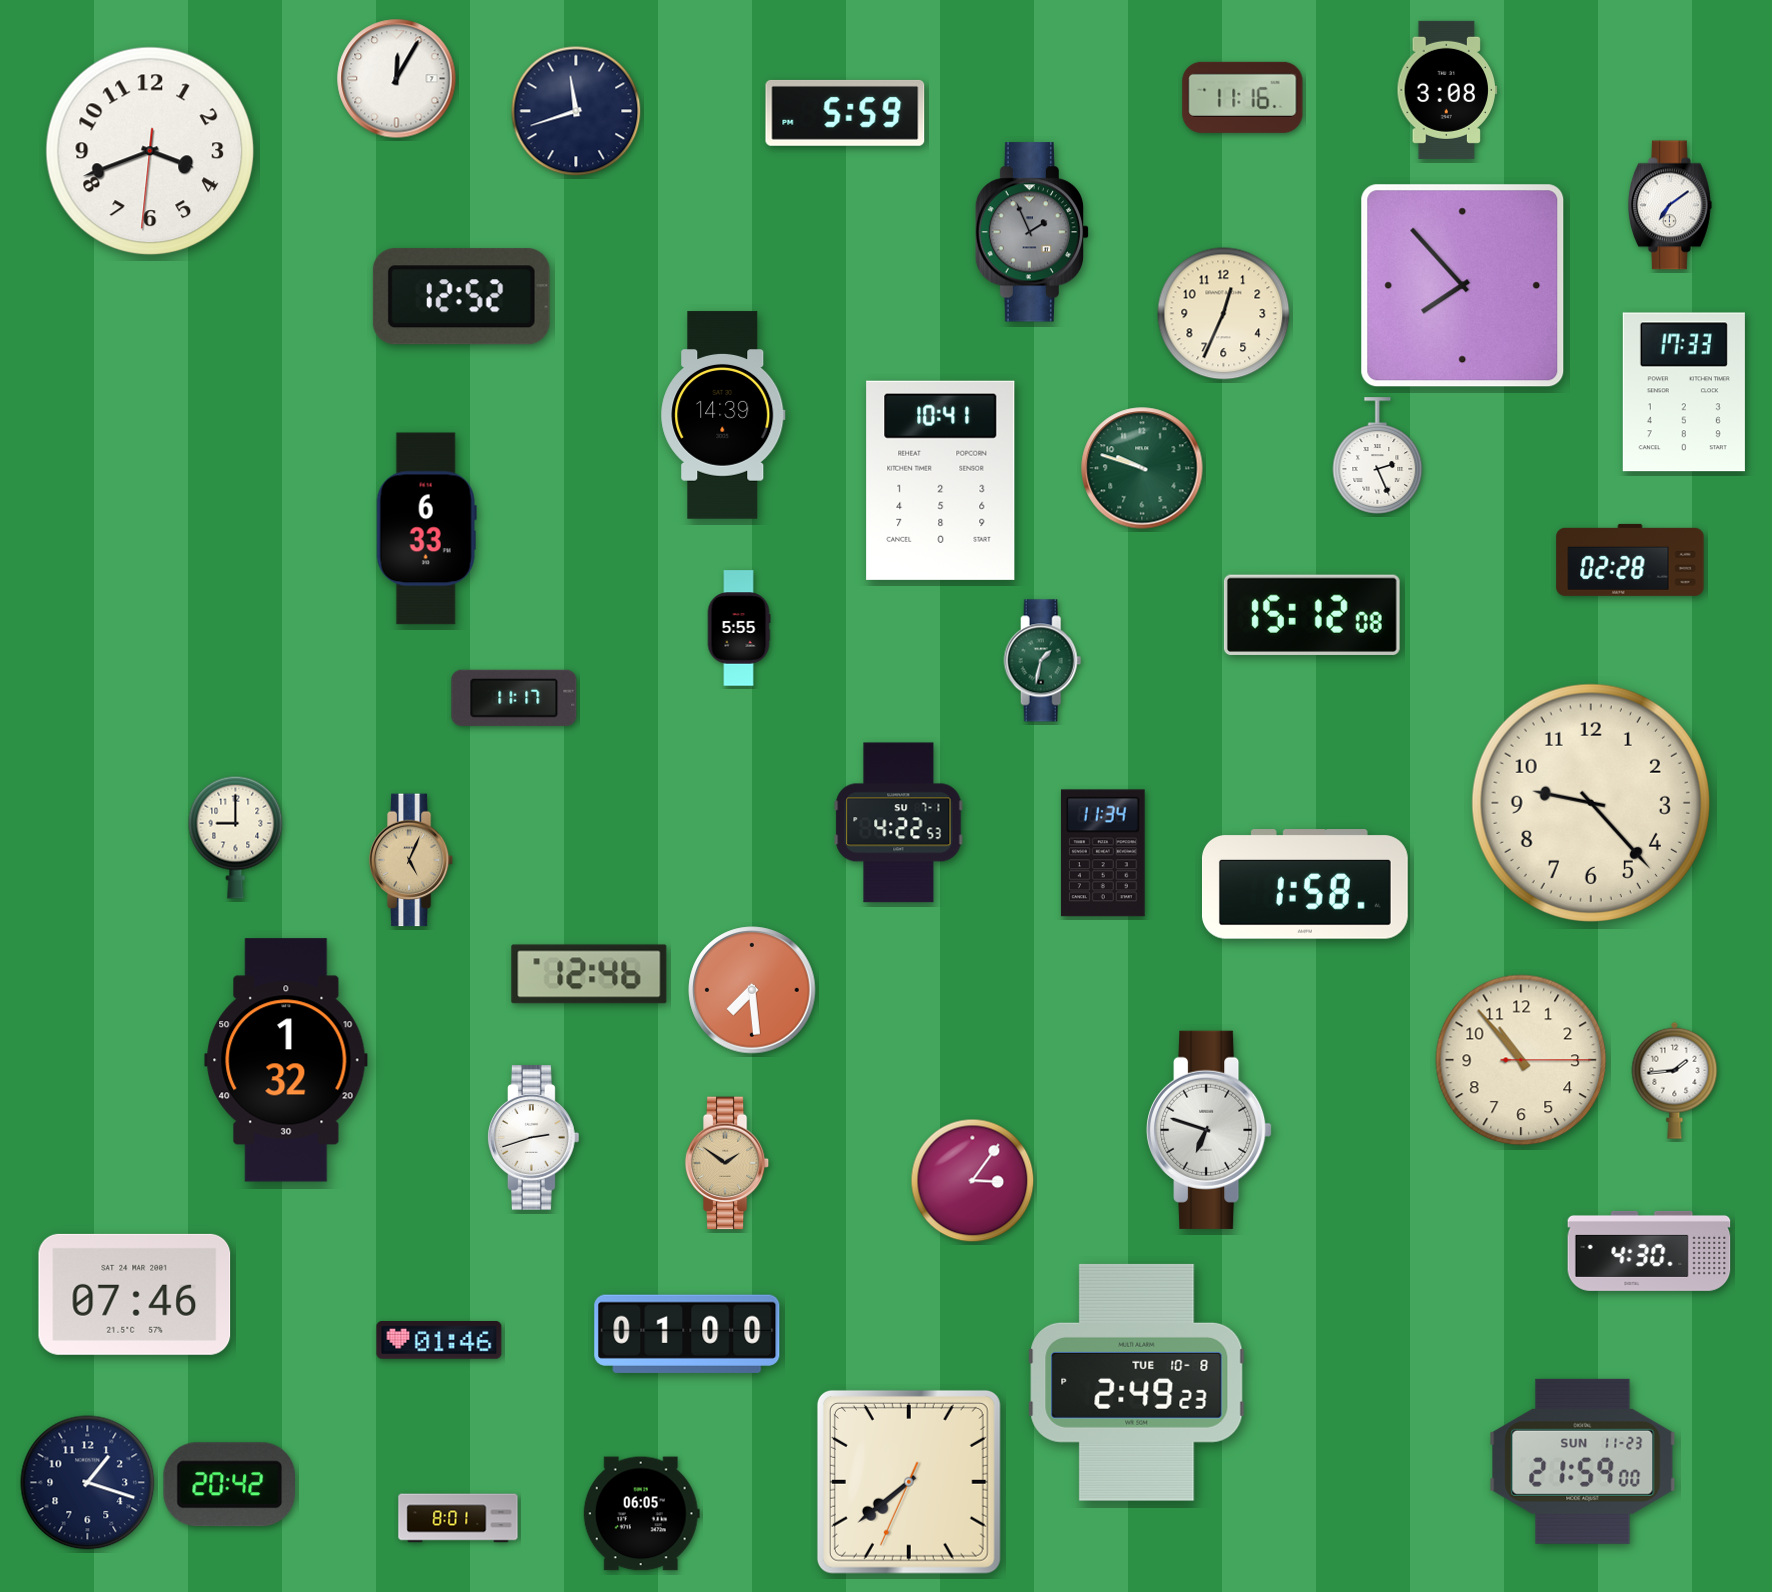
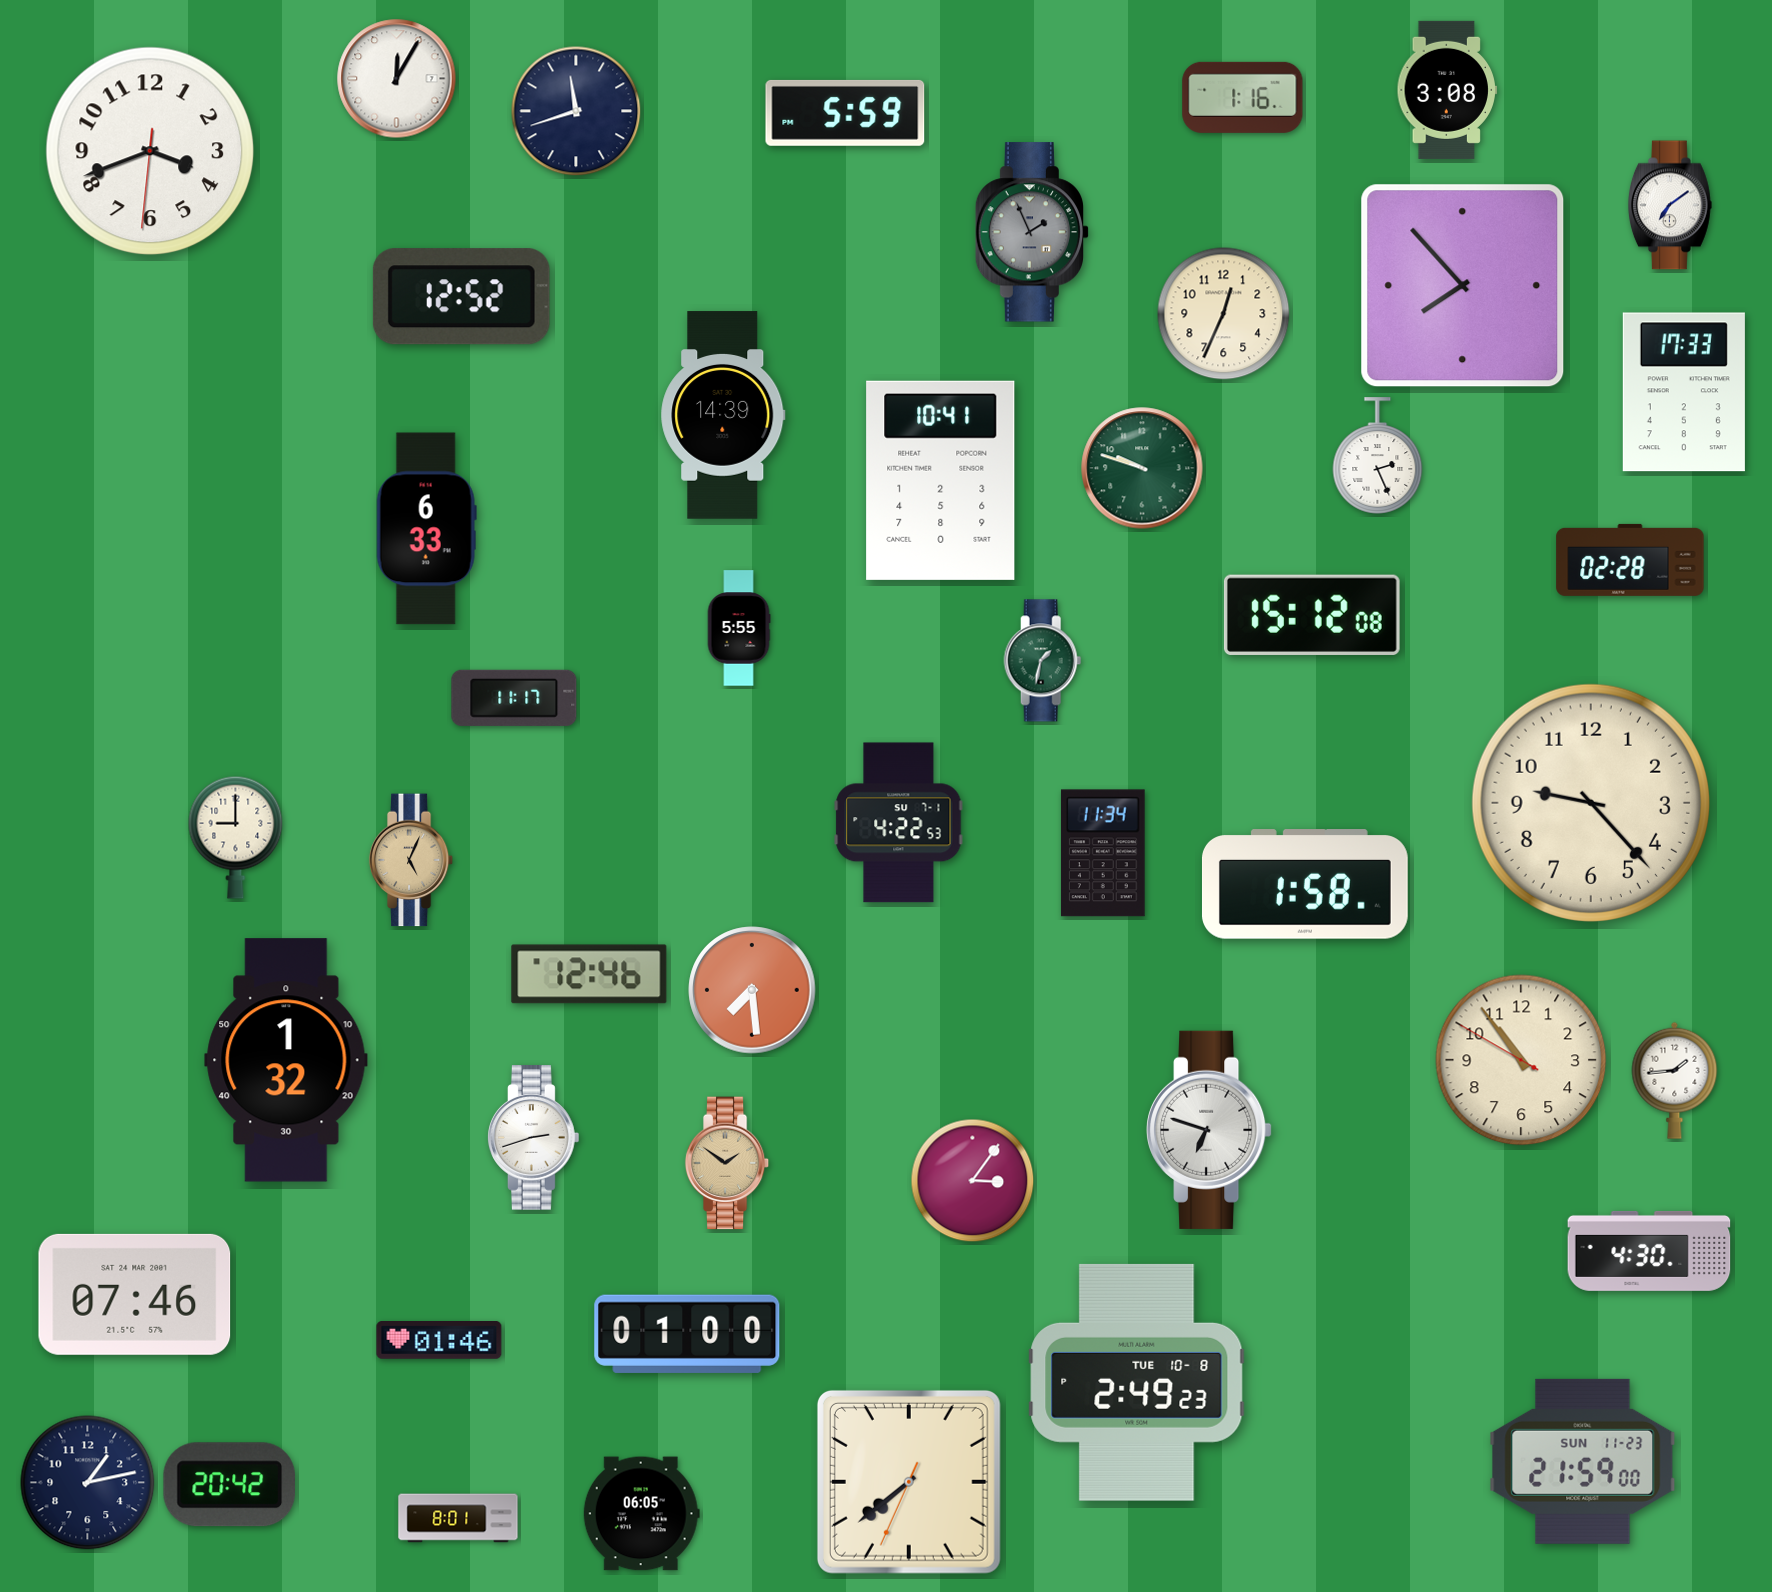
clock at (1243, 97): 11:16 -> 1:16
clock at (1521, 1060): 10:53:15 -> 10:53:50
clock at (88, 1483): 1:18 -> 1:13
